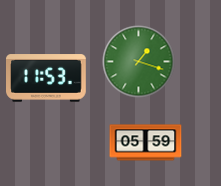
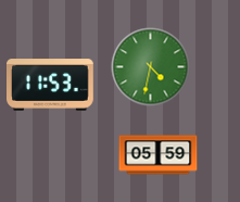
clock at (139, 62): 1:18 -> 4:32
